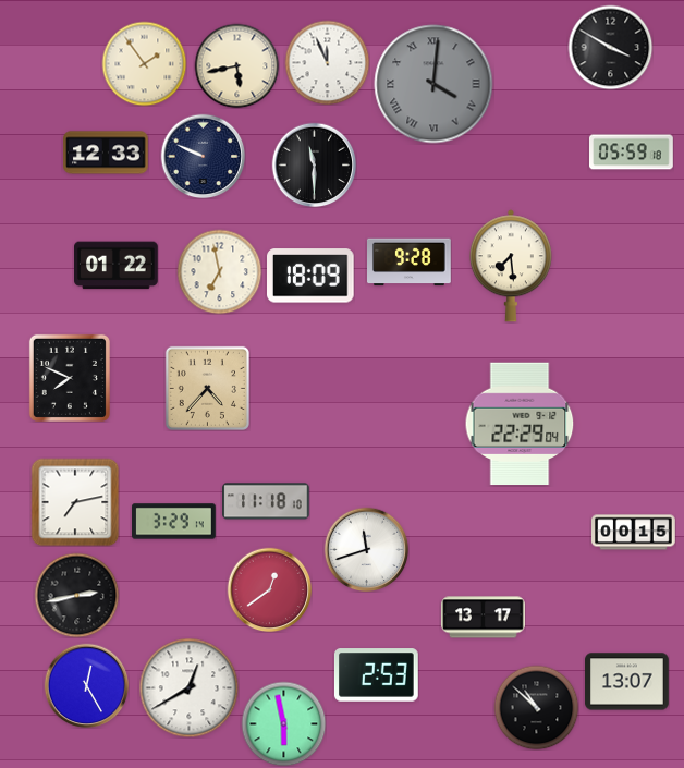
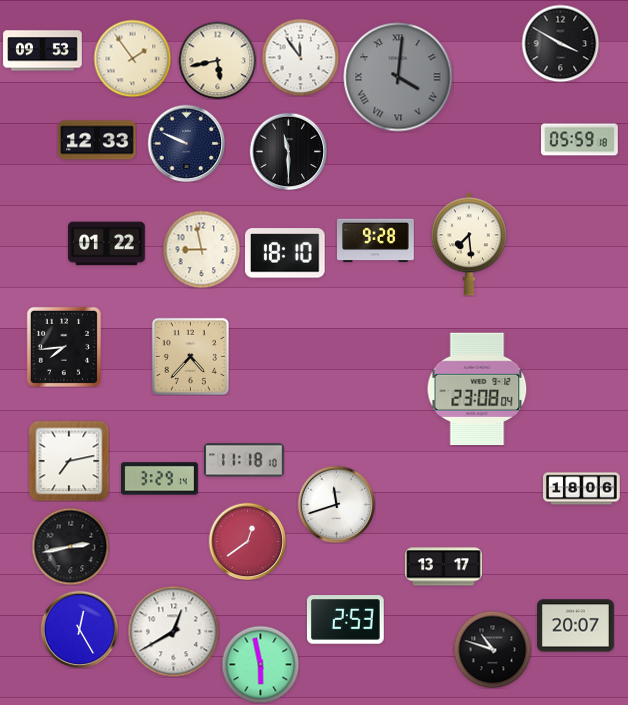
clock at (43, 51): none -> 09:53
clock at (327, 62): 11:56 -> 11:54
clock at (219, 271): 6:58 -> 8:58
clock at (312, 276): 18:09 -> 18:10
clock at (70, 378): 7:49 -> 7:44
clock at (520, 424): 22:29 -> 23:08
clock at (634, 533): 00:15 -> 18:06
clock at (627, 682): 13:07 -> 20:07
clock at (536, 707): 10:52 -> 10:48
